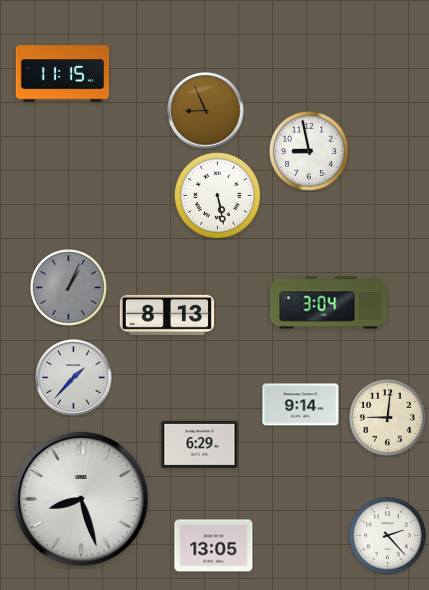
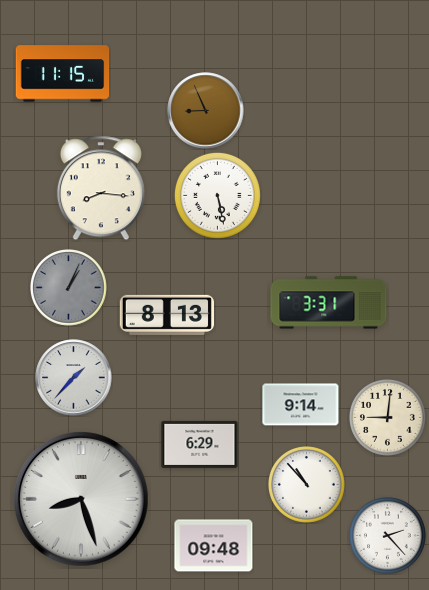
clock at (309, 151): 8:58 -> none
clock at (101, 188): none -> 8:16
clock at (329, 303): 3:04 -> 3:31
clock at (307, 485): none -> 10:53
clock at (214, 546): 13:05 -> 09:48
